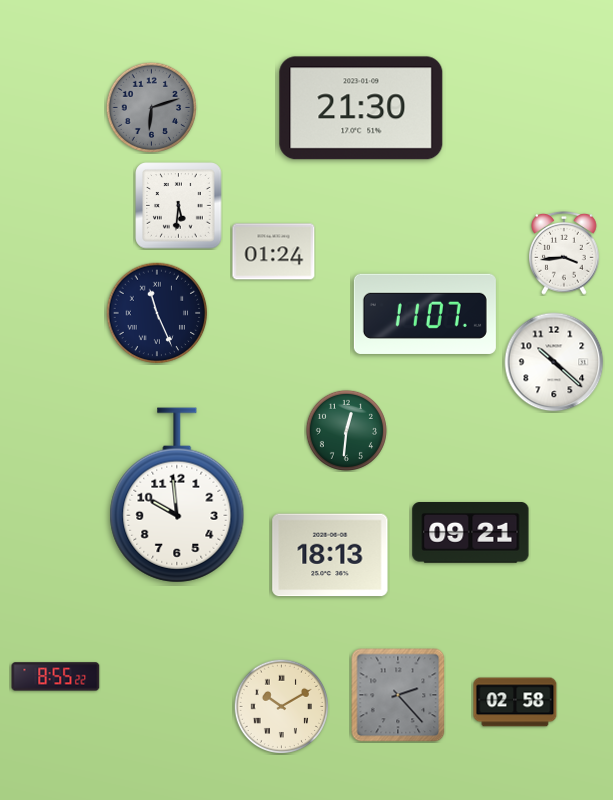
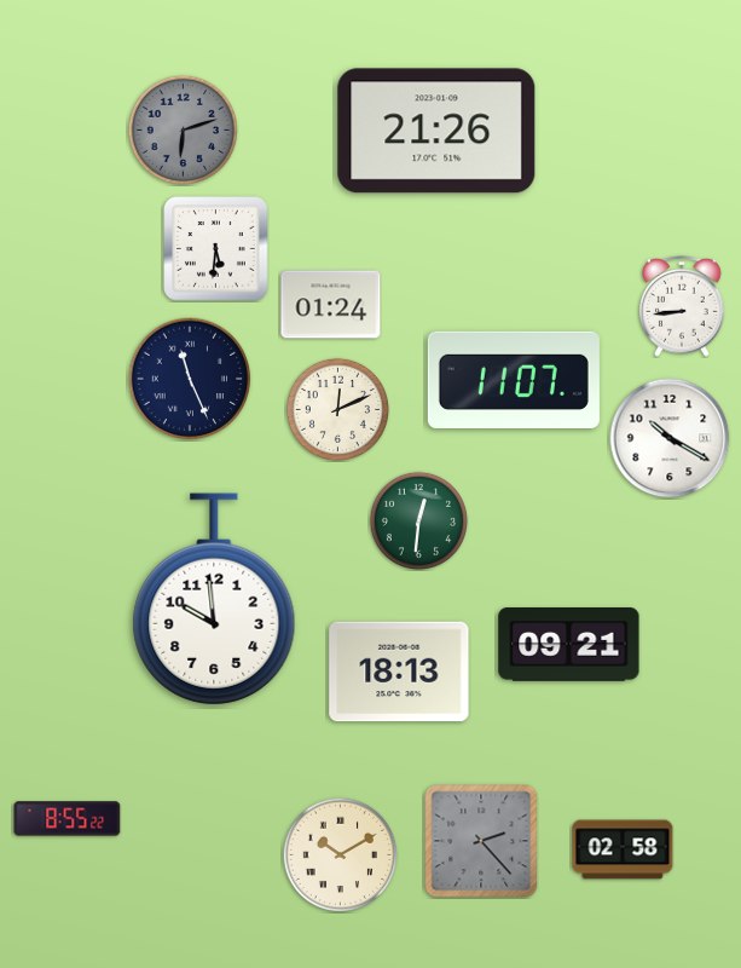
clock at (361, 108): 21:30 -> 21:26
clock at (564, 253): 3:44 -> 8:44
clock at (337, 409): none -> 12:11
clock at (554, 362): 10:22 -> 10:20
